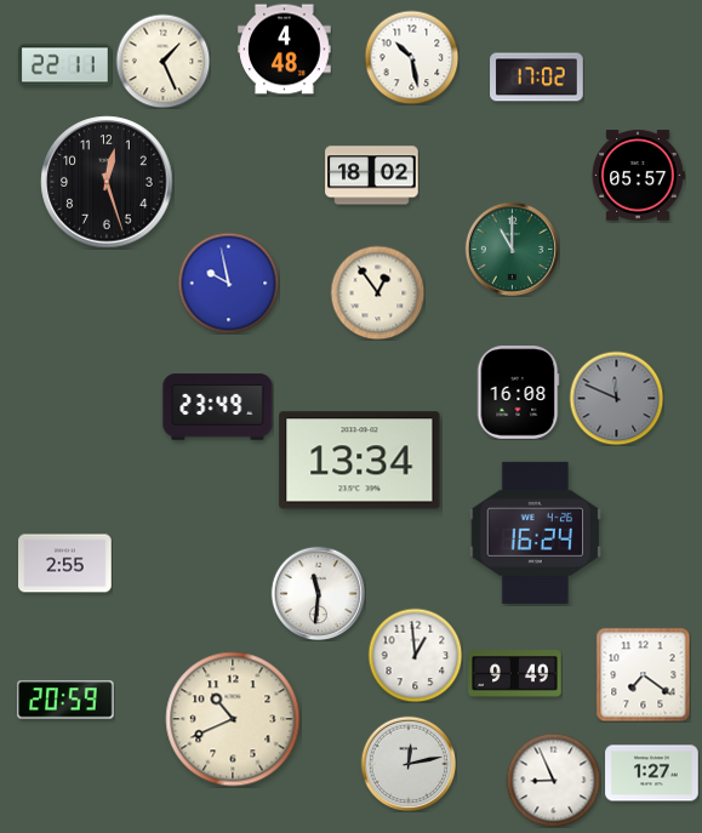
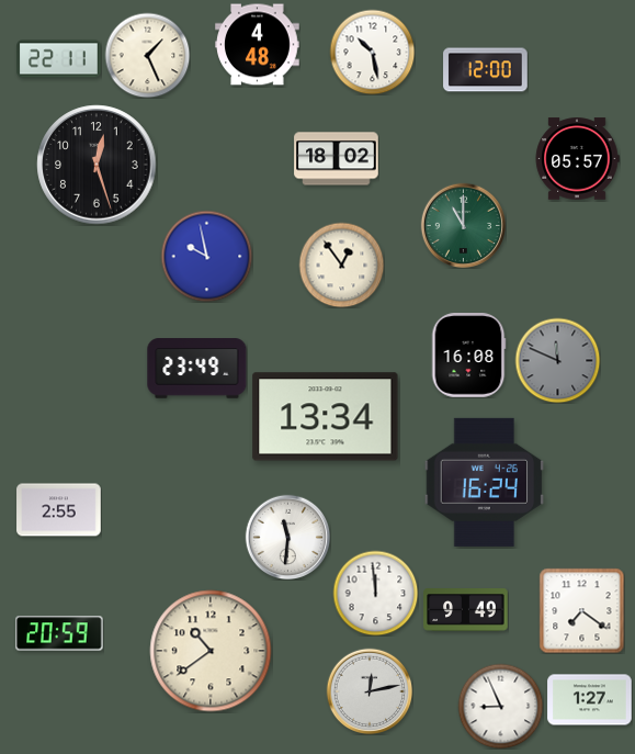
clock at (537, 78): 17:02 -> 12:00
clock at (415, 655): 12:59 -> 11:59
clock at (233, 719): 10:41 -> 10:39
